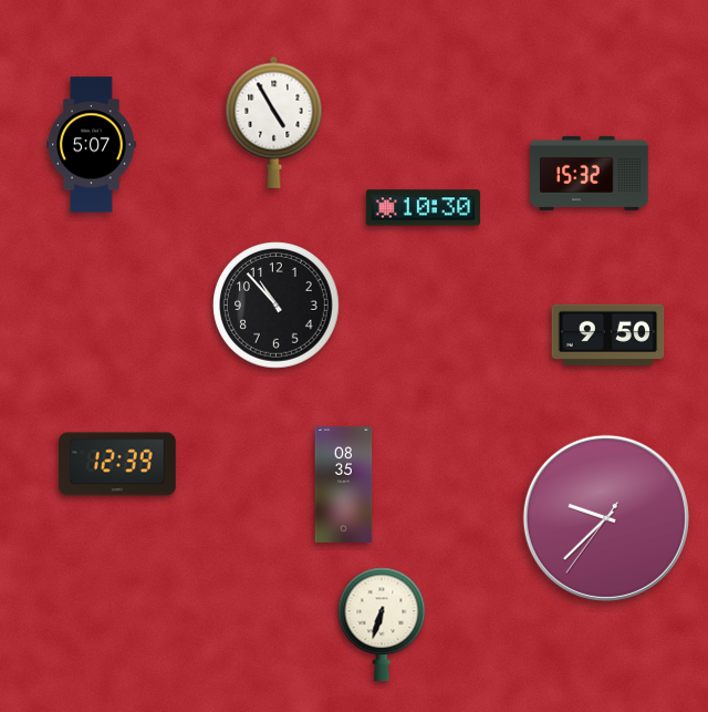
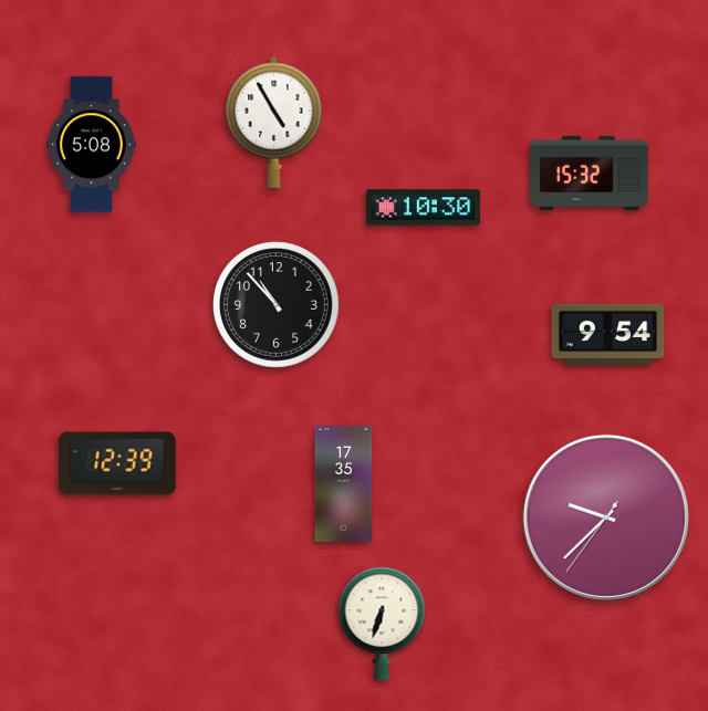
clock at (92, 145): 5:07 -> 5:08
clock at (608, 336): 9:50 -> 9:54
clock at (344, 484): 08:35 -> 17:35
